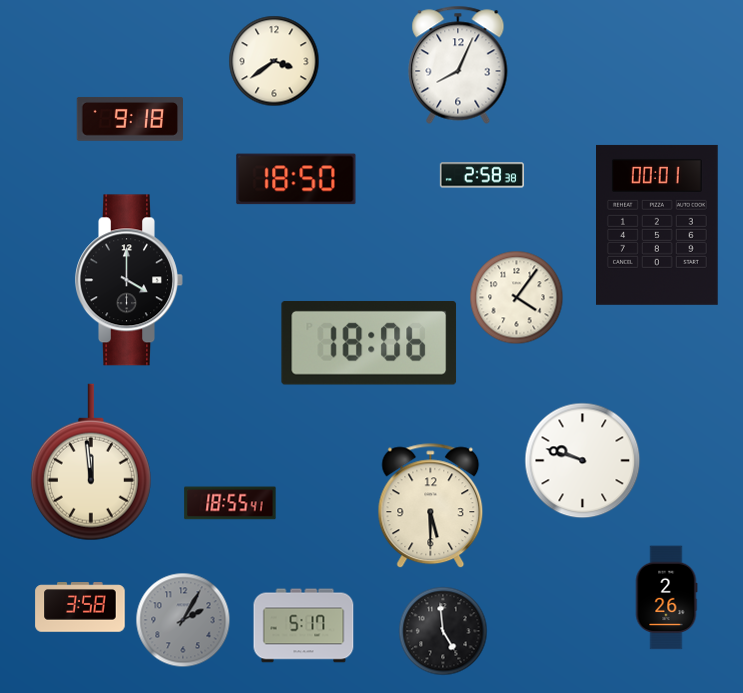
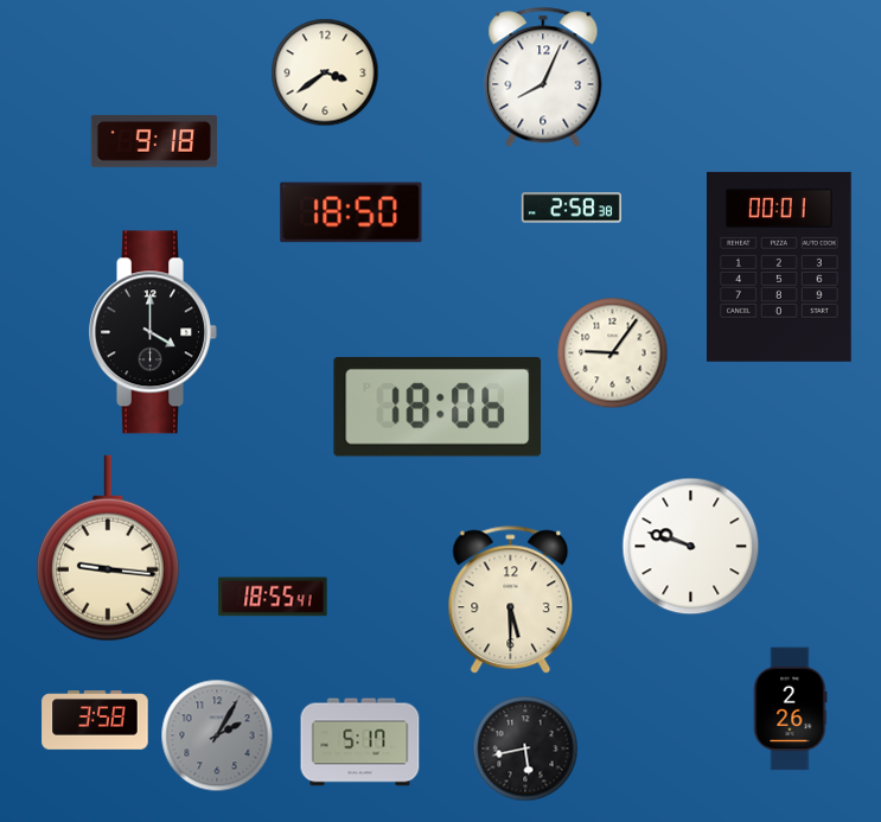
clock at (517, 298): 4:06 -> 9:06
clock at (91, 462): 11:59 -> 9:16
clock at (443, 631): 4:59 -> 5:43
